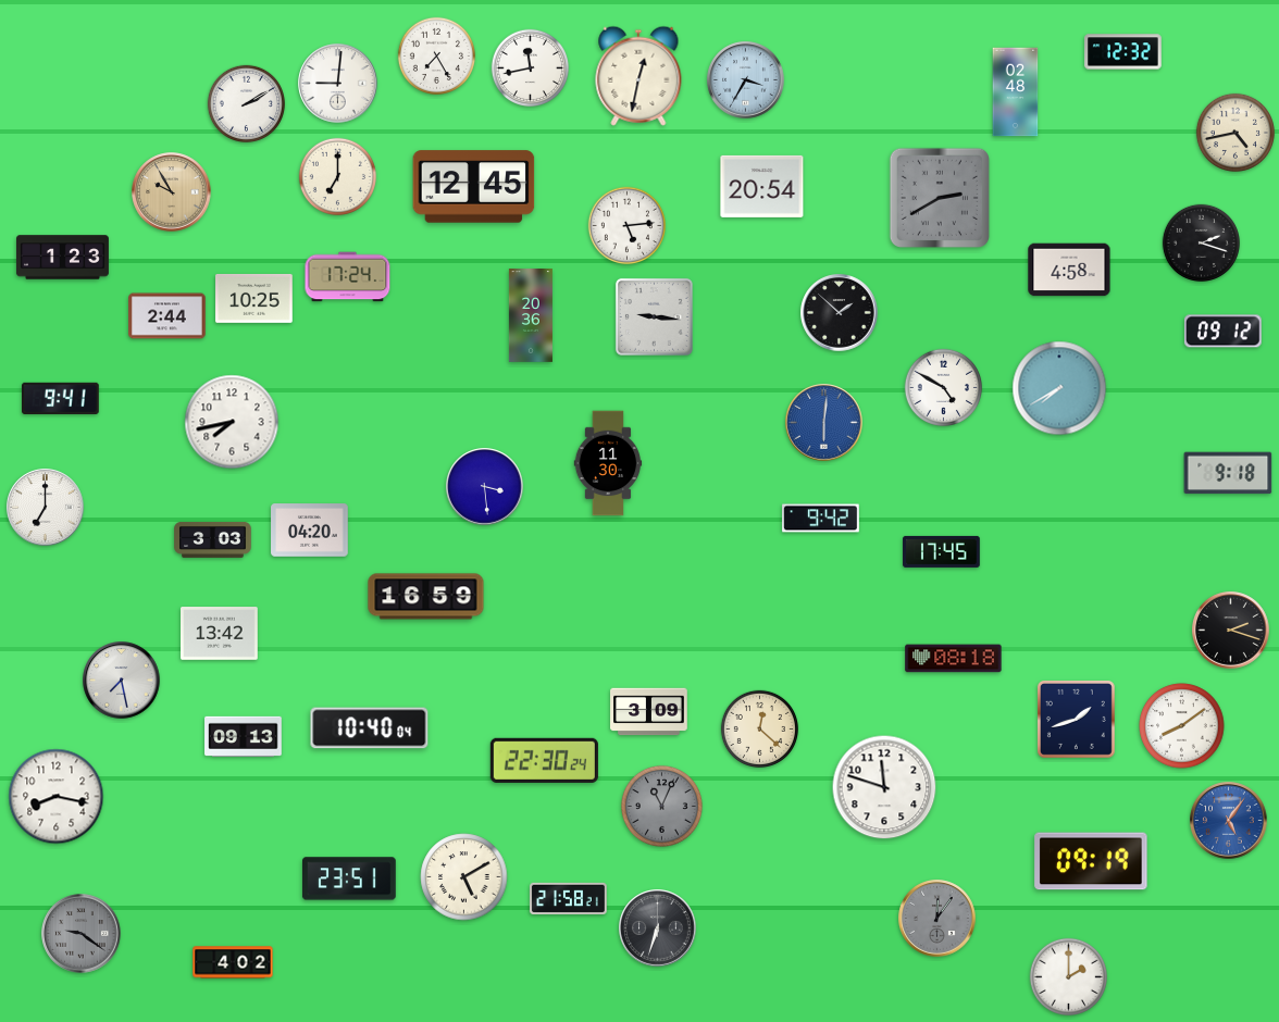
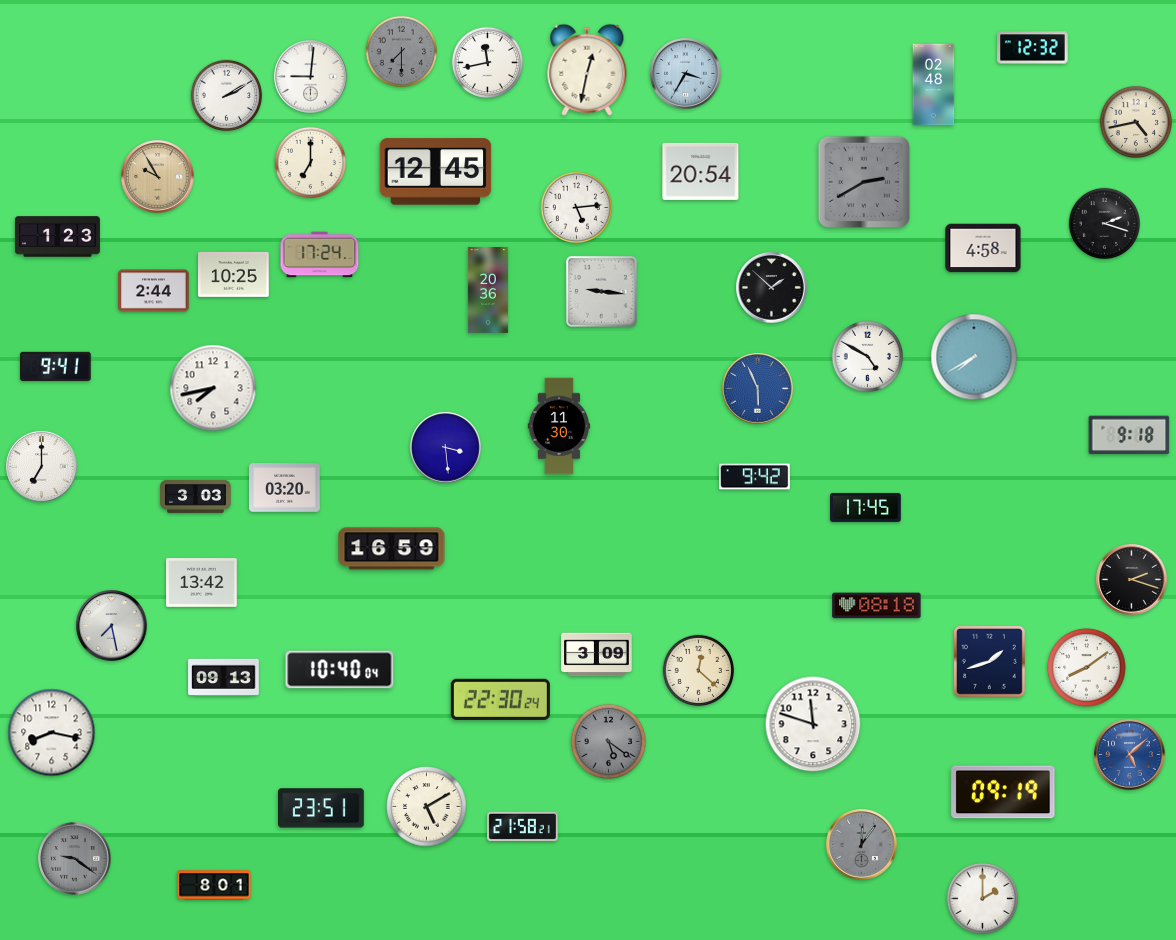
clock at (436, 55): 7:25 -> 7:30
clock at (436, 55) dial: white -> grey
clock at (1222, 332): 09:12 -> none
clock at (824, 423): 6:01 -> 5:56
clock at (310, 531): 04:20 -> 03:20
clock at (661, 806): 11:04 -> 5:21
clock at (1229, 821): 5:06 -> 5:08
clock at (658, 928): 6:33 -> none
clock at (233, 962): 4:02 -> 8:01
